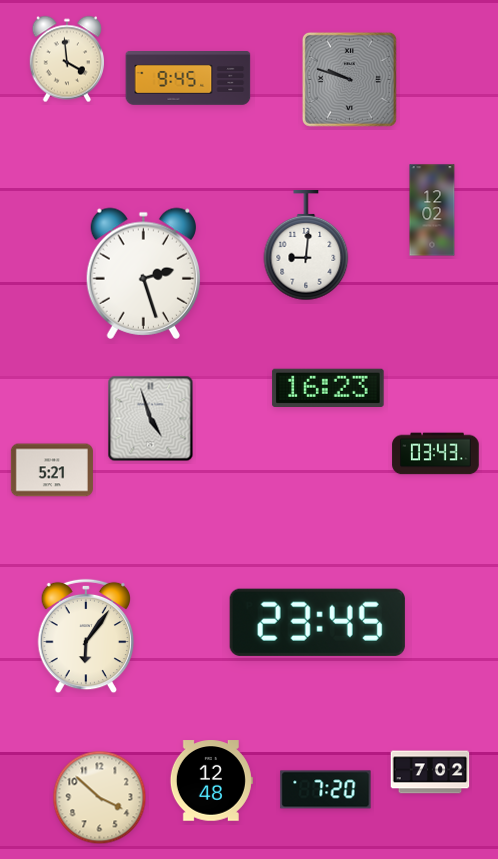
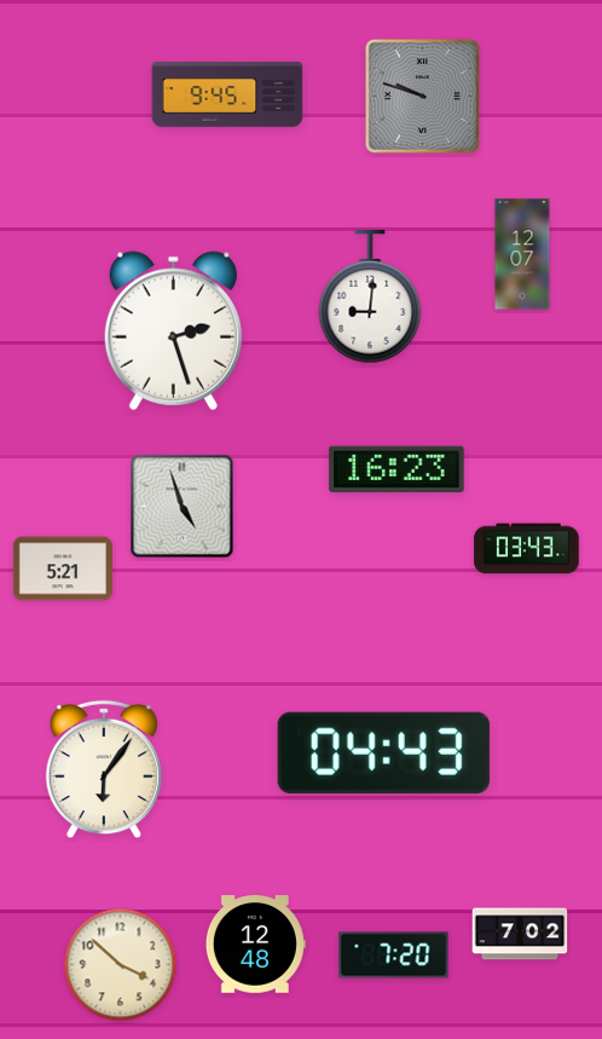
clock at (66, 59): 3:59 -> none
clock at (432, 210): 12:02 -> 12:07
clock at (317, 622): 23:45 -> 04:43
